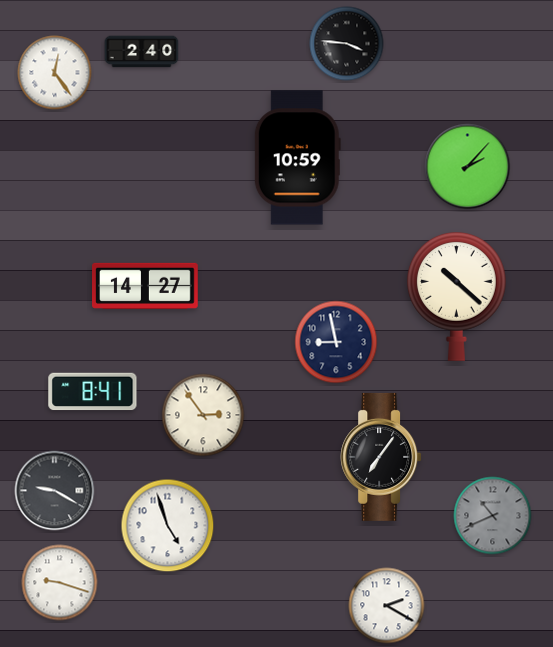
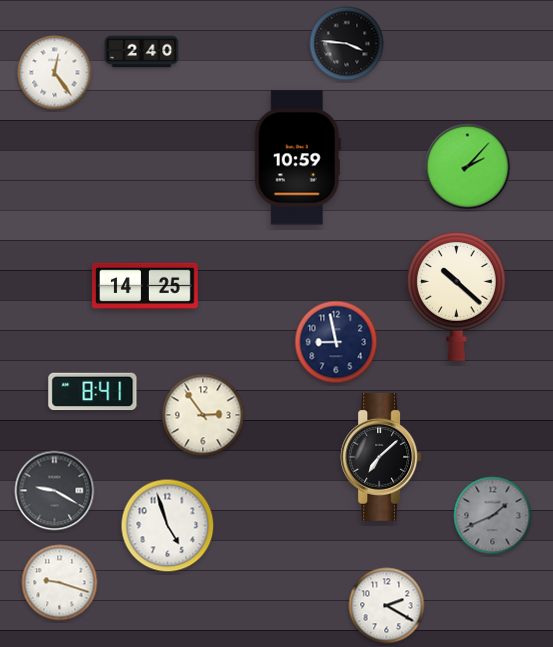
clock at (146, 286): 14:27 -> 14:25
clock at (381, 457): 7:06 -> 7:08
clock at (493, 516): 10:41 -> 1:41
